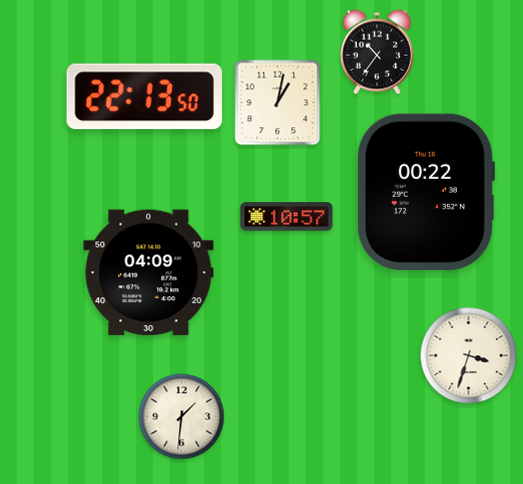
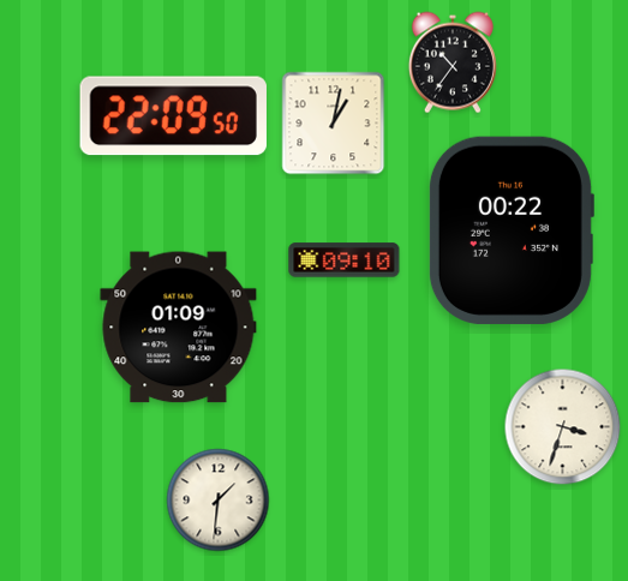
clock at (144, 97): 22:13 -> 22:09
clock at (287, 217): 10:57 -> 09:10
clock at (149, 273): 04:09 -> 01:09
